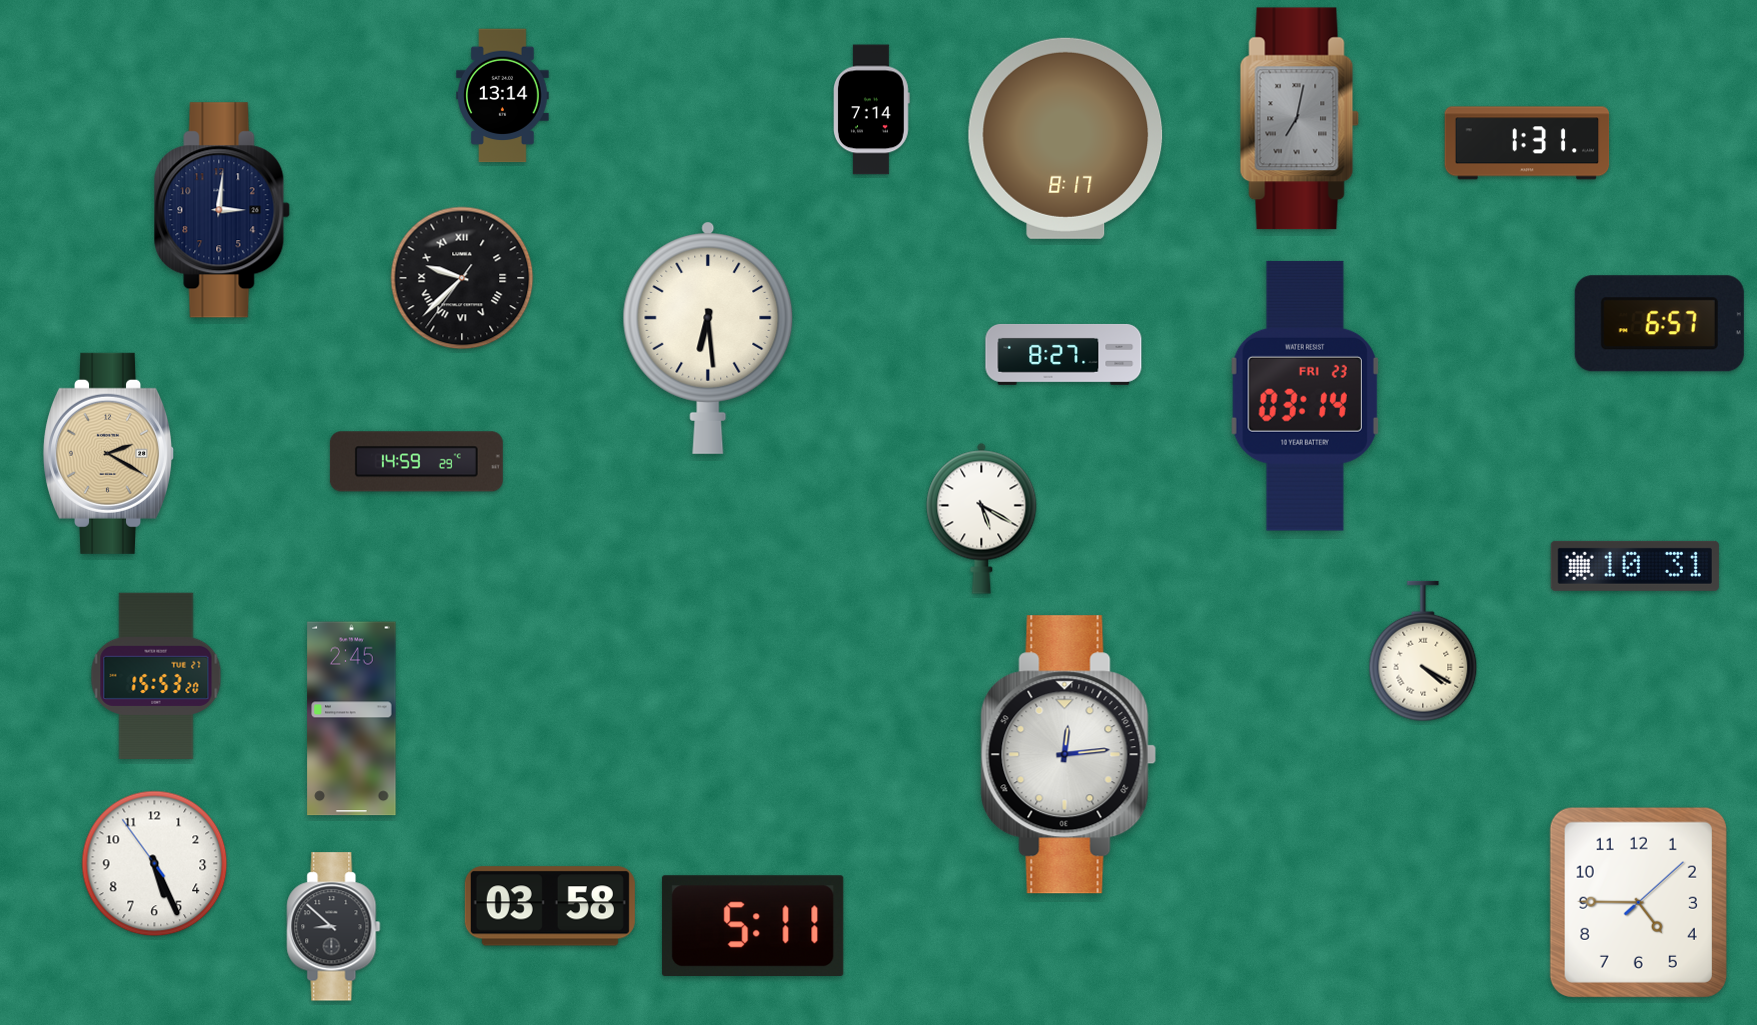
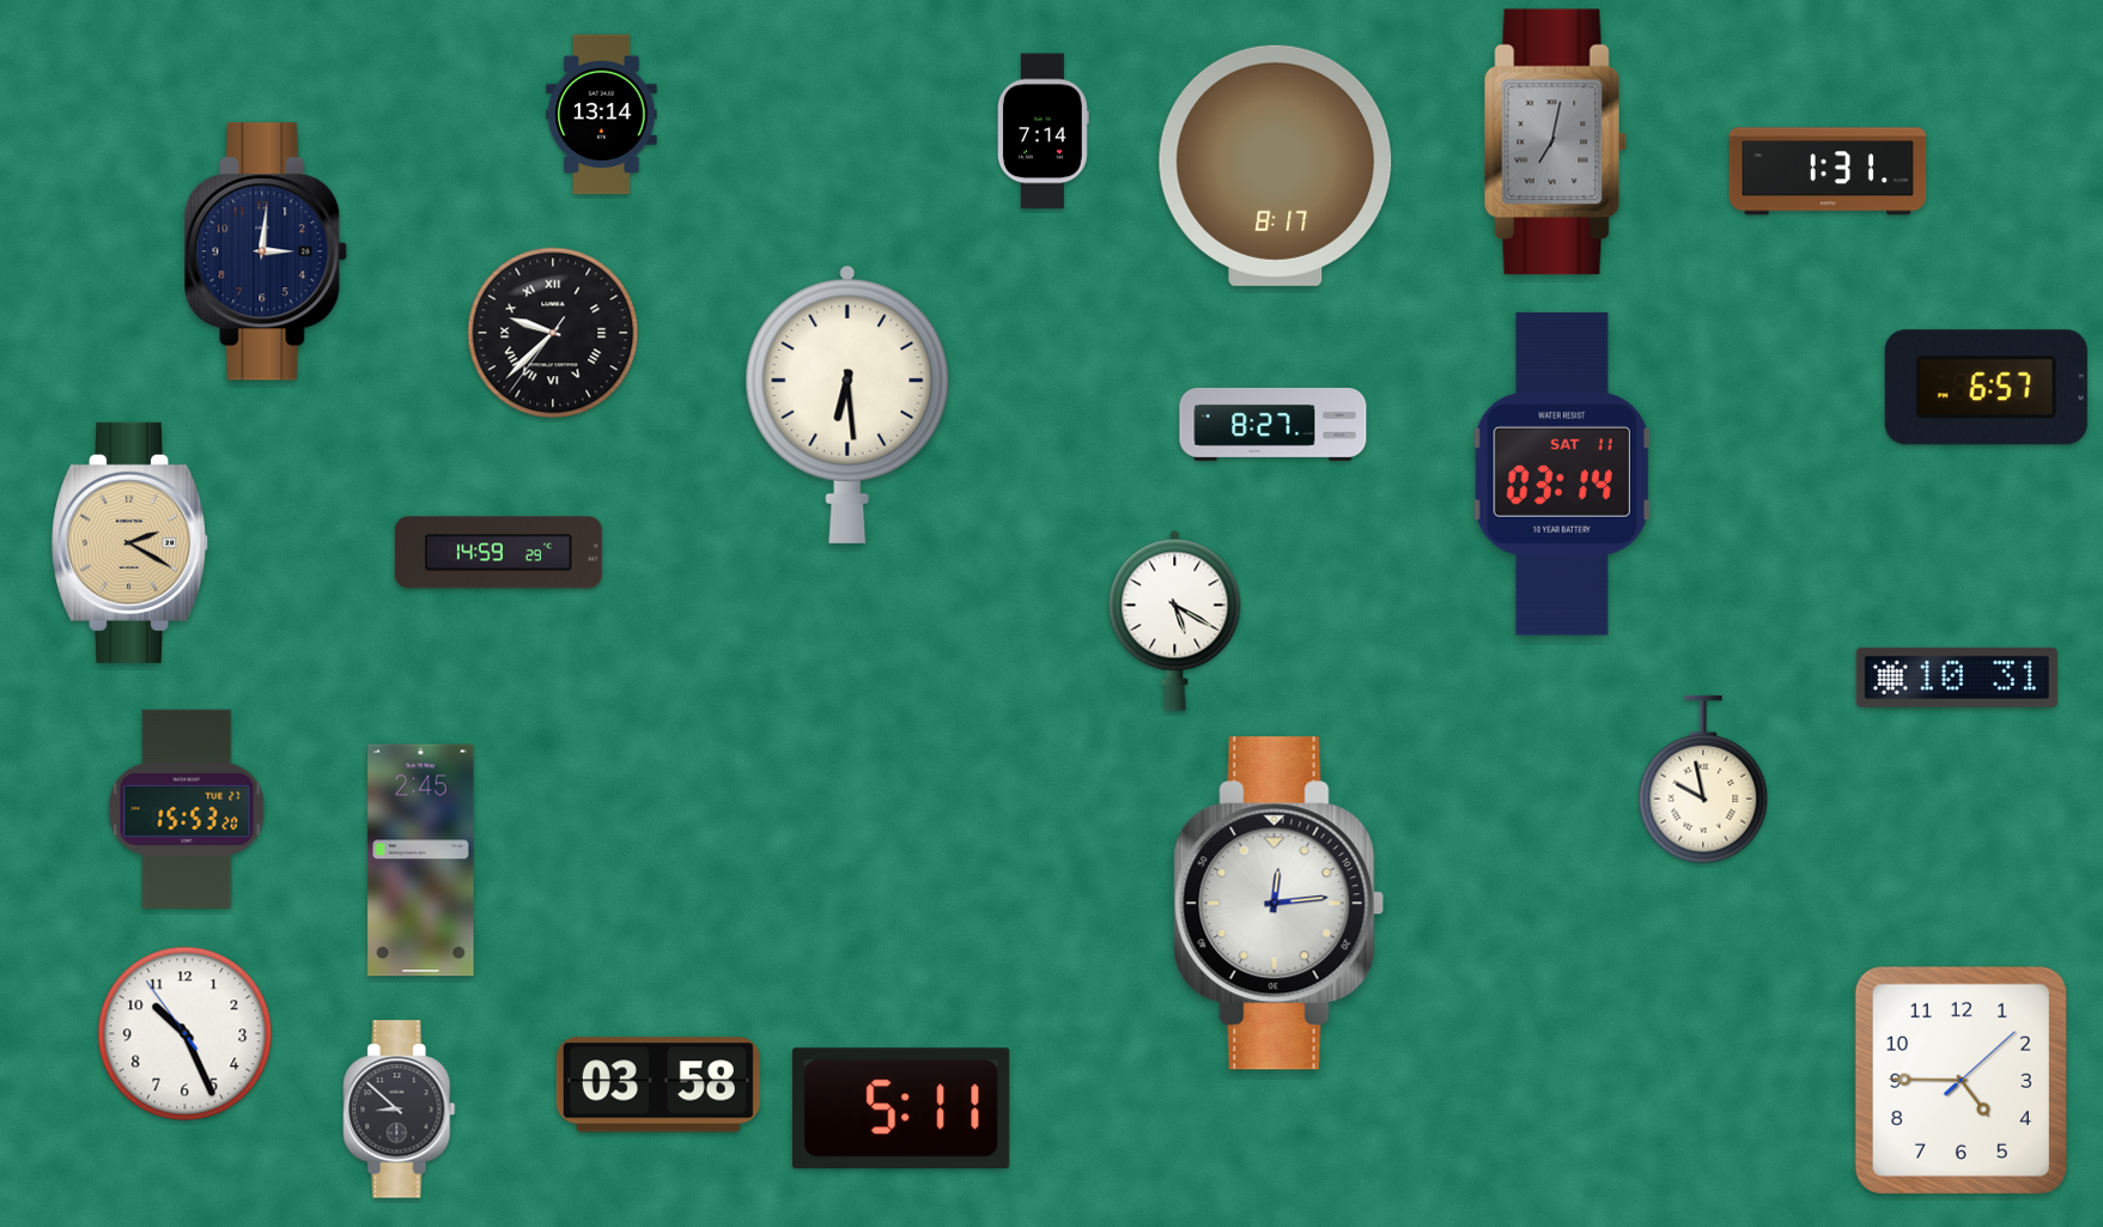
clock at (1305, 396) date: FRI 23 -> SAT 11
clock at (1423, 651): 4:20 -> 9:58
clock at (155, 864): 5:25 -> 10:25
